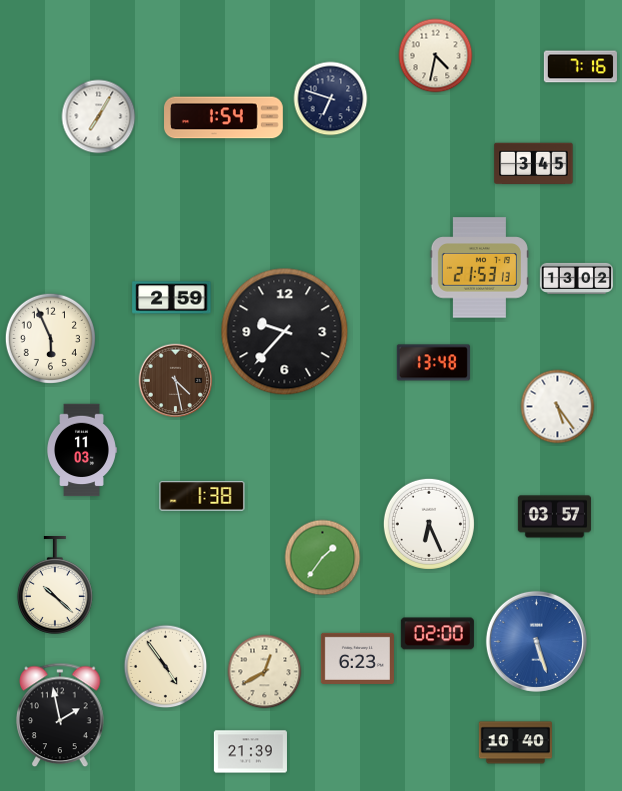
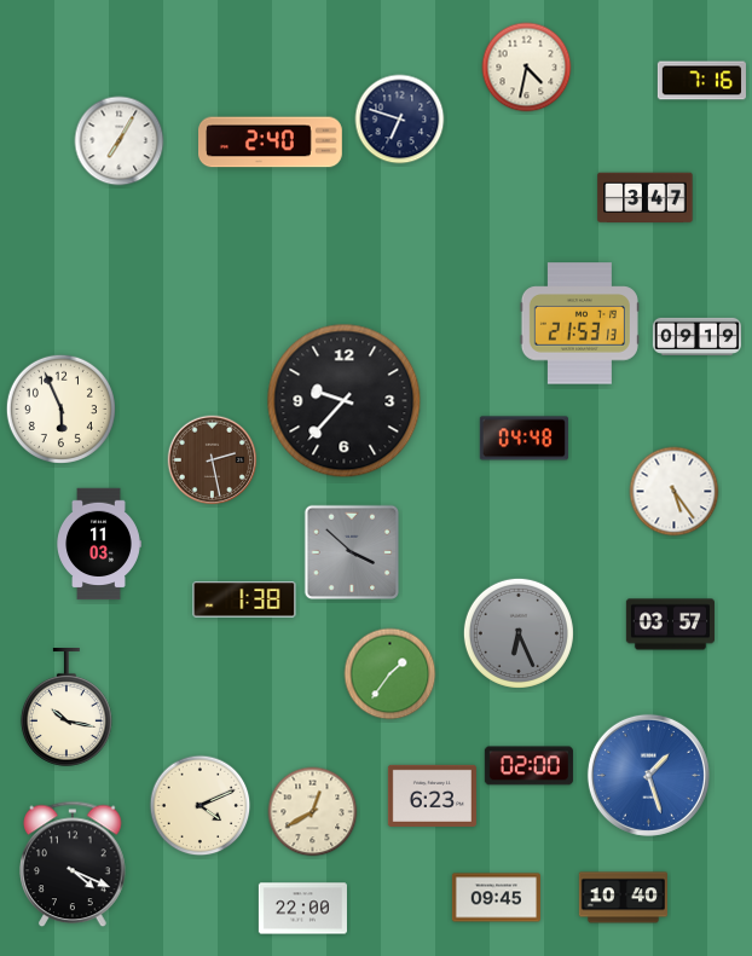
clock at (224, 118): 1:54 -> 2:40
clock at (534, 164): 3:45 -> 3:47
clock at (576, 278): 13:02 -> 09:19
clock at (172, 298): 2:59 -> none
clock at (433, 363): 13:48 -> 04:48
clock at (176, 381): 4:28 -> 2:28
clock at (352, 552): none -> 3:52
clock at (429, 524) dial: white -> grey
clock at (55, 586): 10:22 -> 10:17
clock at (536, 641): 5:27 -> 1:27
clock at (166, 667): 4:54 -> 4:11
clock at (265, 672) position: (265, 672) -> (313, 812)
clock at (60, 715): 1:58 -> 4:19
clock at (496, 898): none -> 09:45
clock at (250, 752): 21:39 -> 22:00
